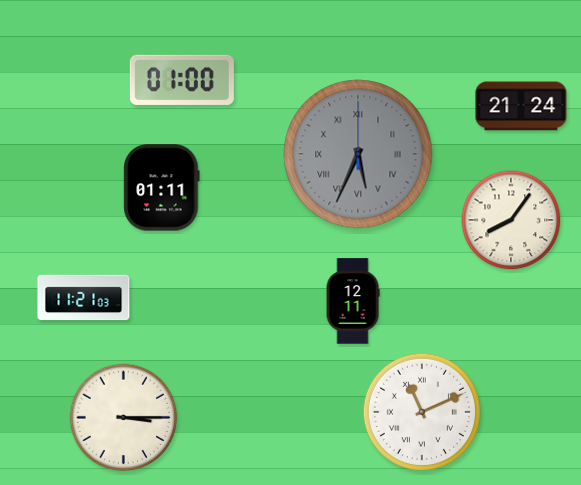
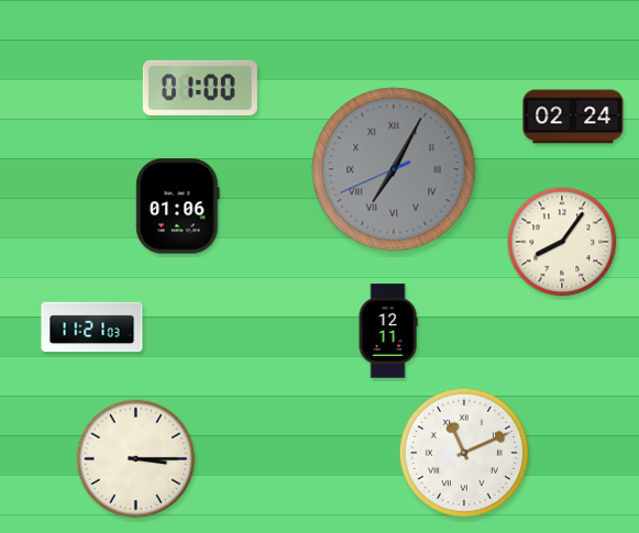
clock at (521, 106): 21:24 -> 02:24
clock at (358, 154): 5:34 -> 7:04
clock at (162, 188): 01:11 -> 01:06
